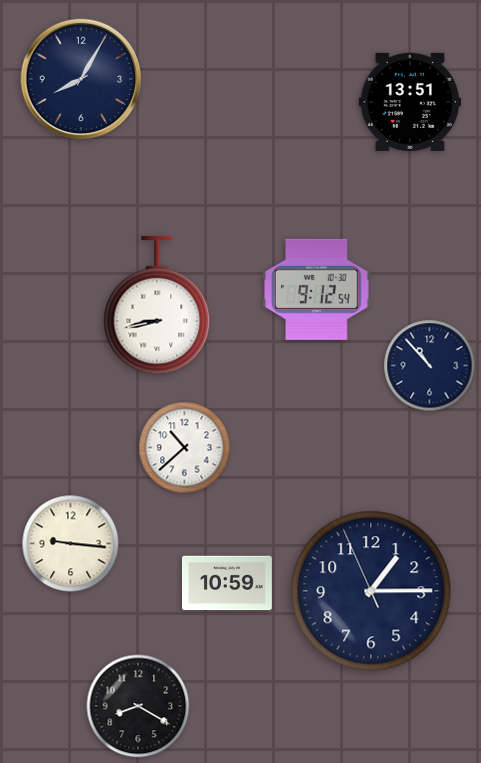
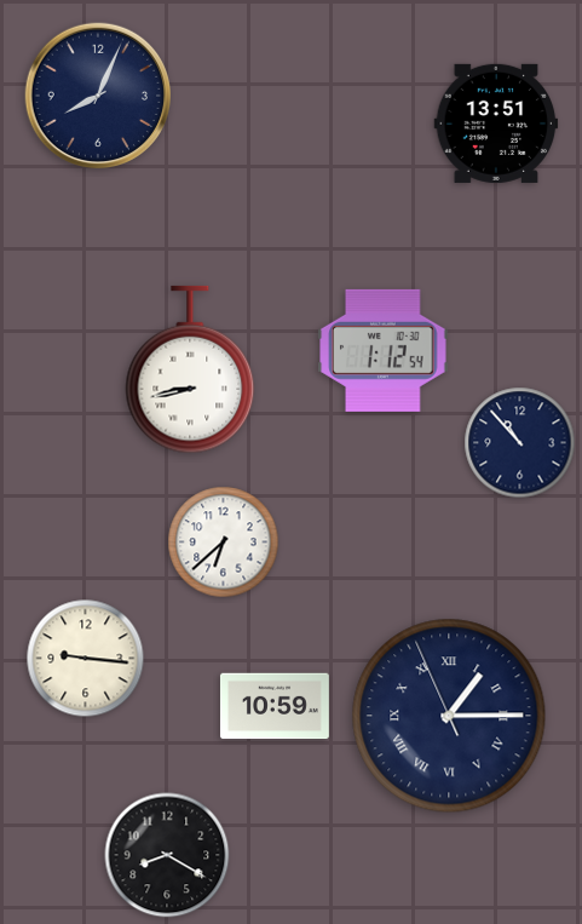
clock at (80, 78): 8:05 -> 8:04
clock at (317, 289): 9:12 -> 1:12
clock at (185, 448): 10:38 -> 6:38
clock at (371, 591) numerals: Arabic -> Roman
